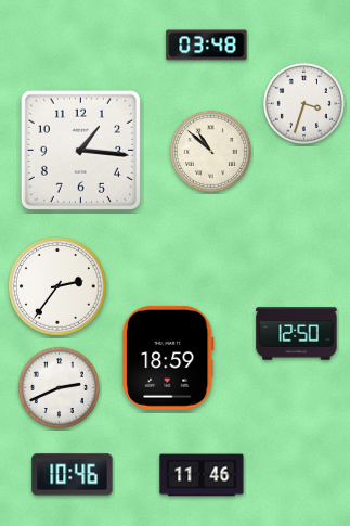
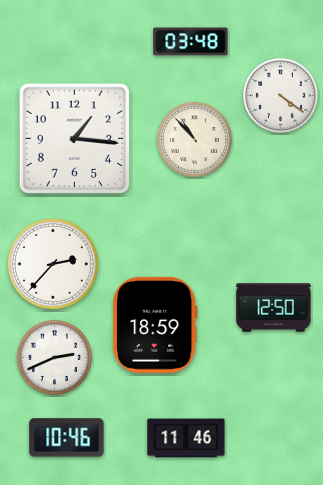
clock at (303, 103): 3:33 -> 4:21
clock at (210, 151): 10:52 -> 10:53
clock at (57, 286): 2:36 -> 2:37
clock at (168, 358) position: (168, 358) -> (155, 325)
